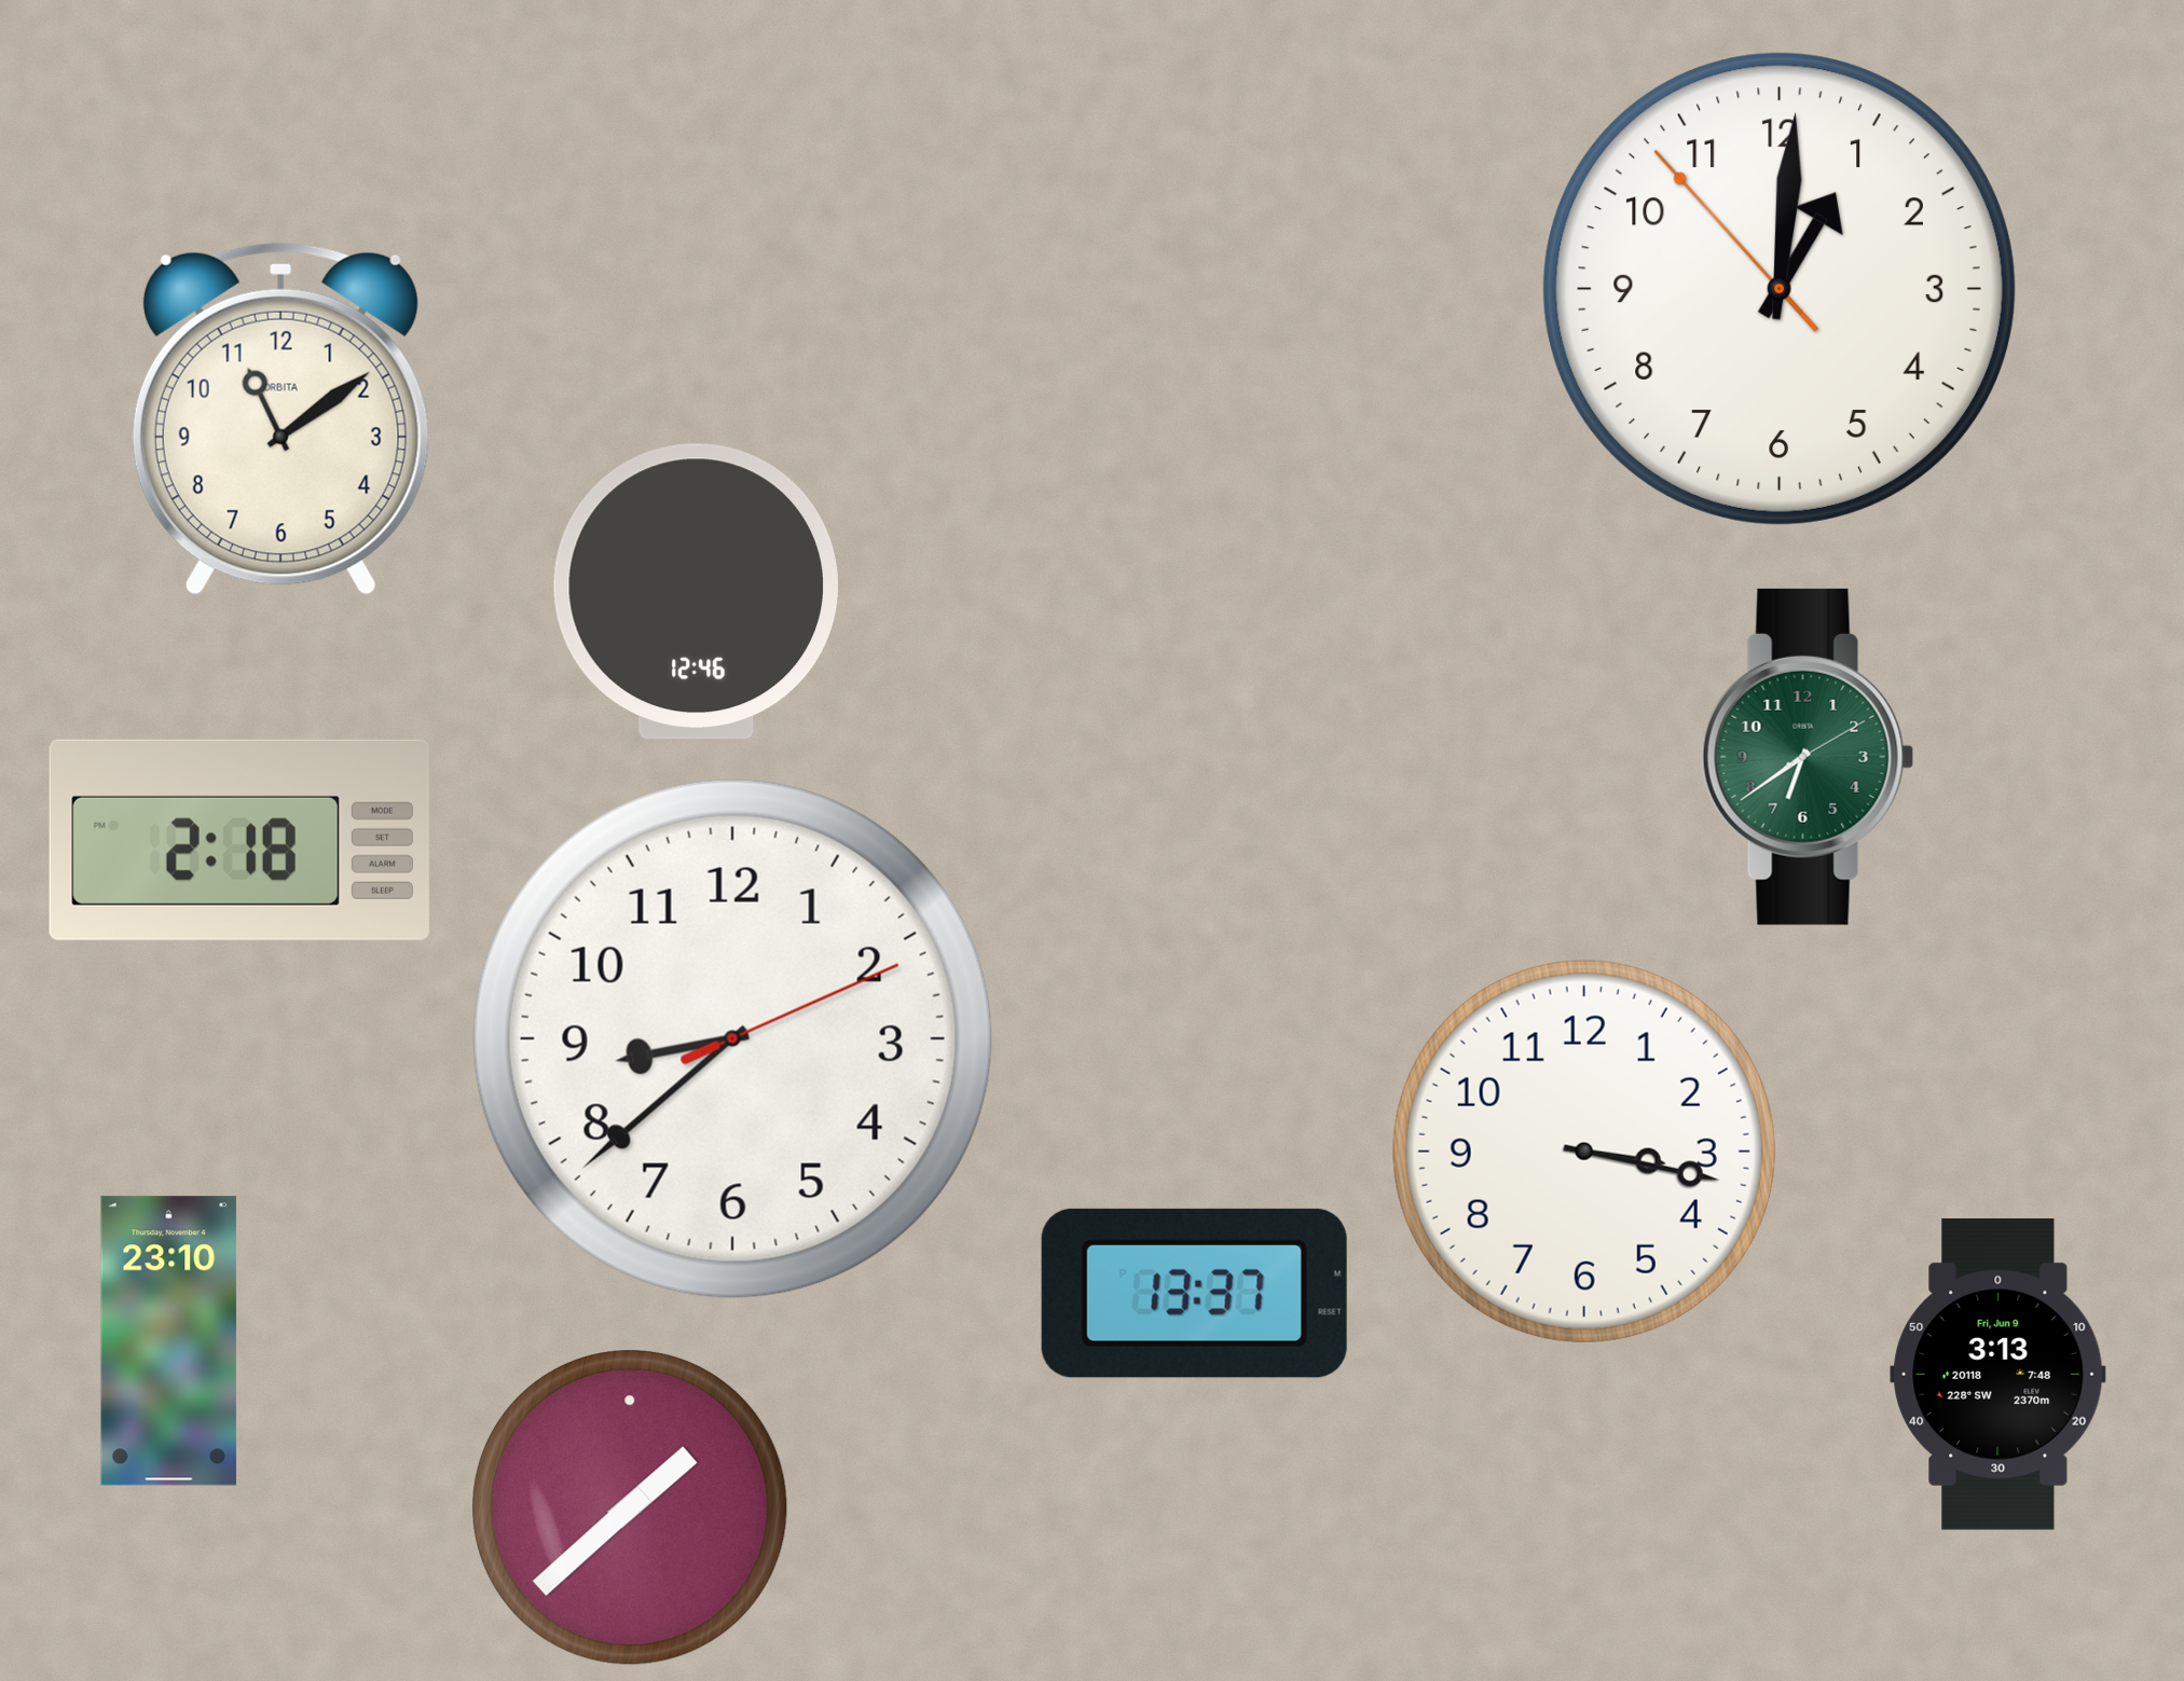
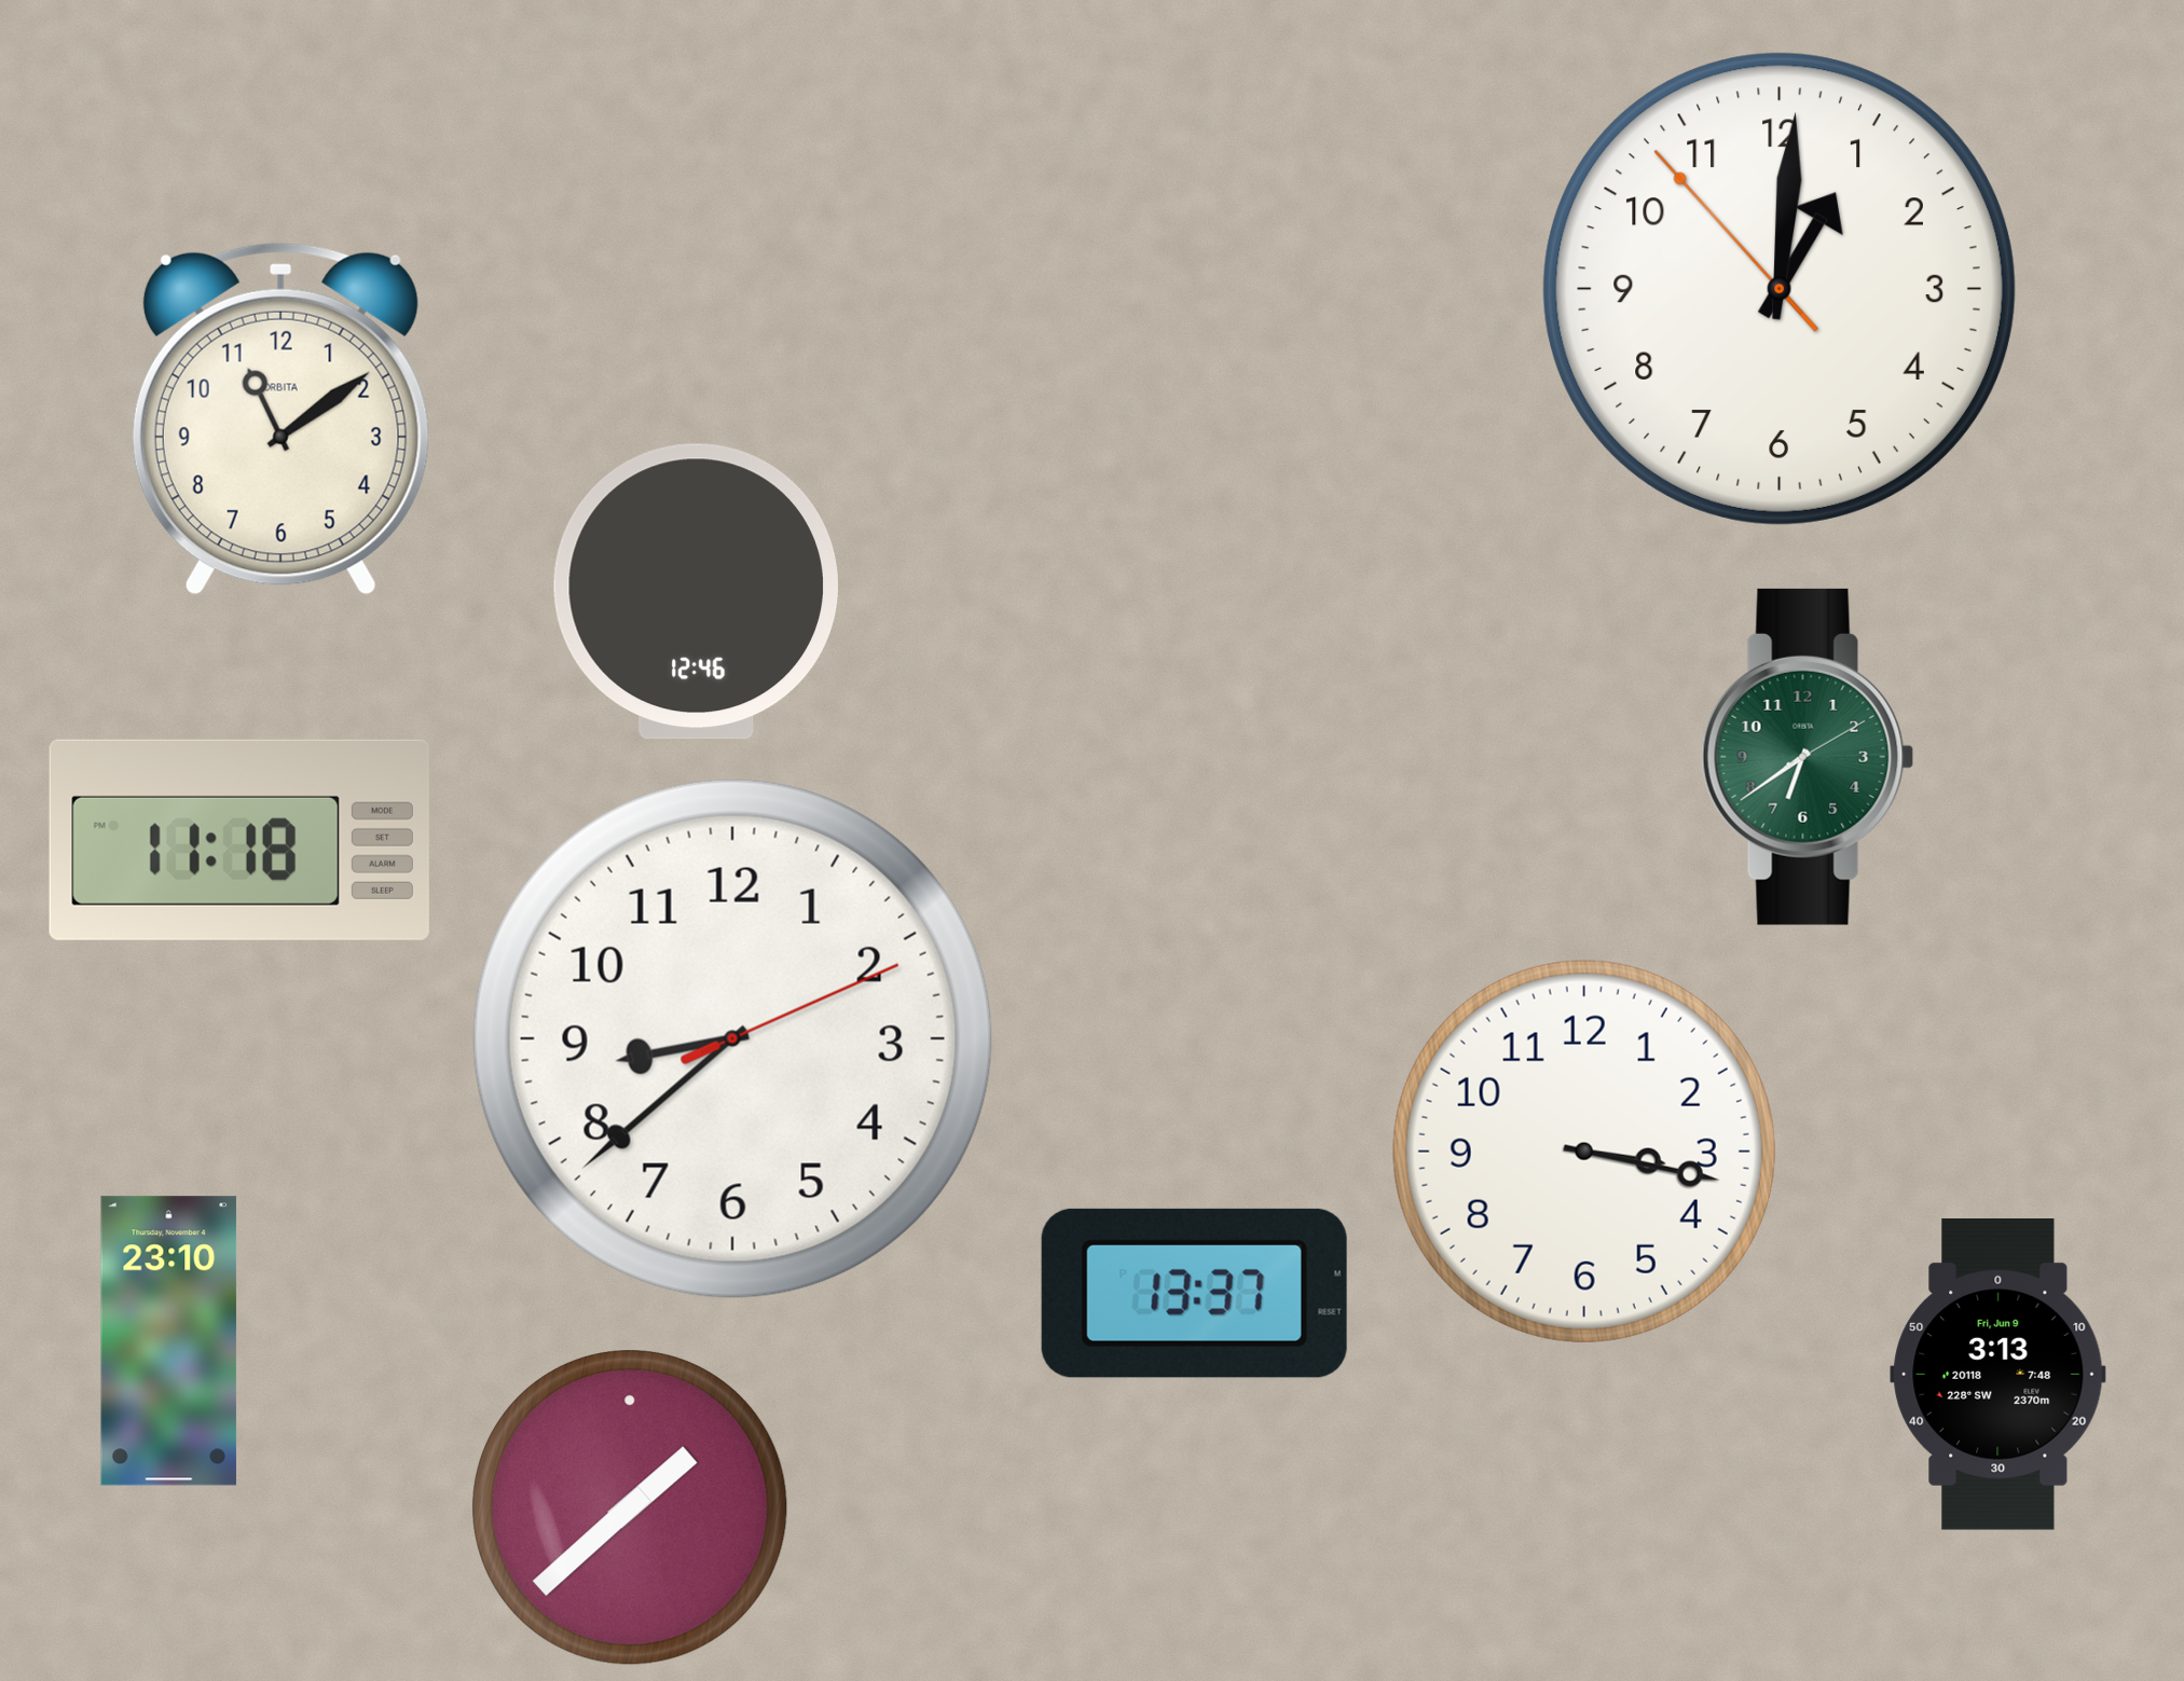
clock at (239, 840): 2:18 -> 11:18
